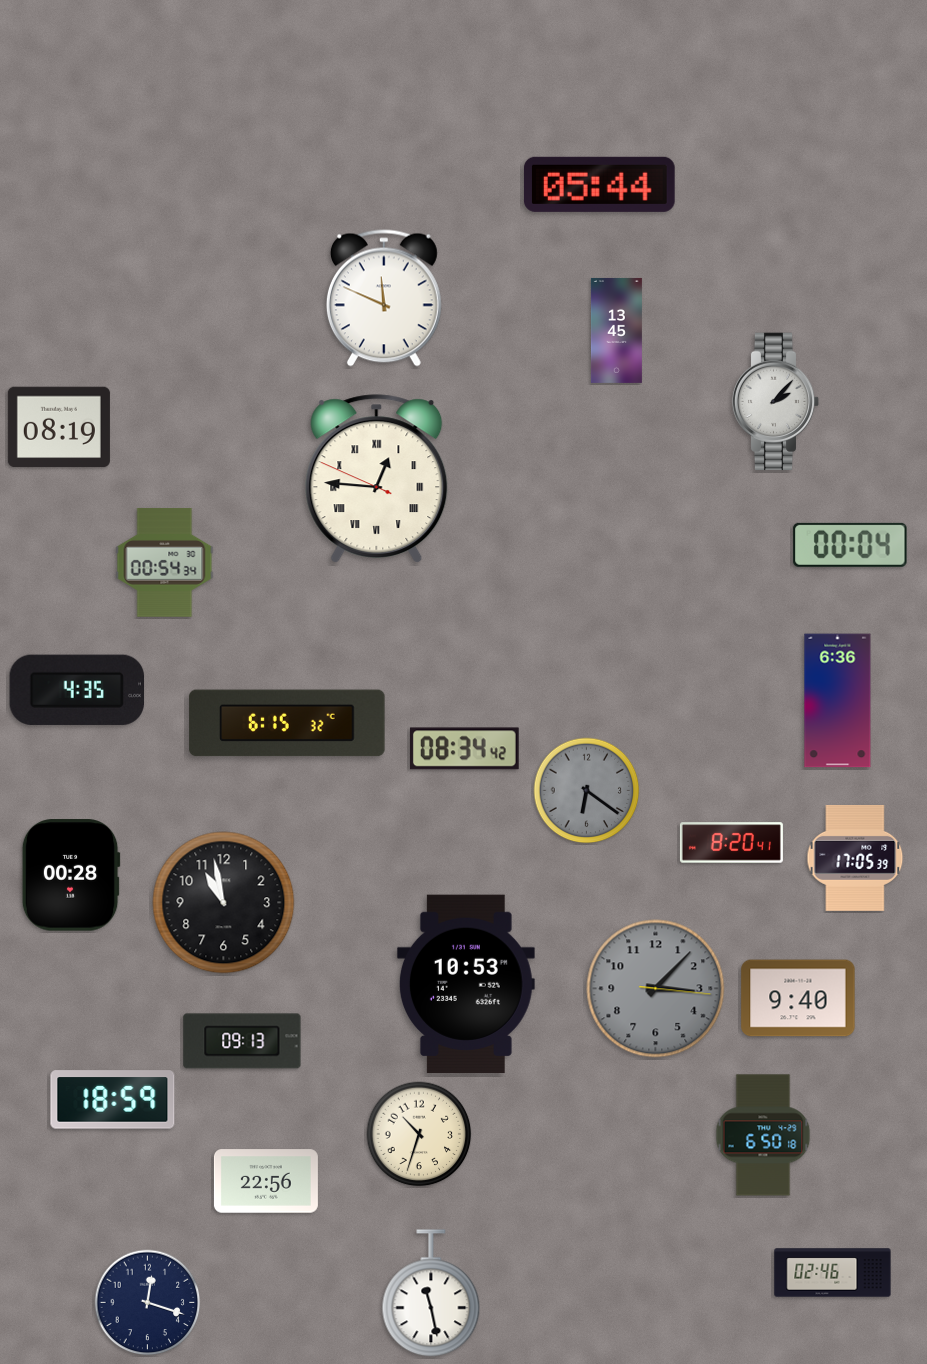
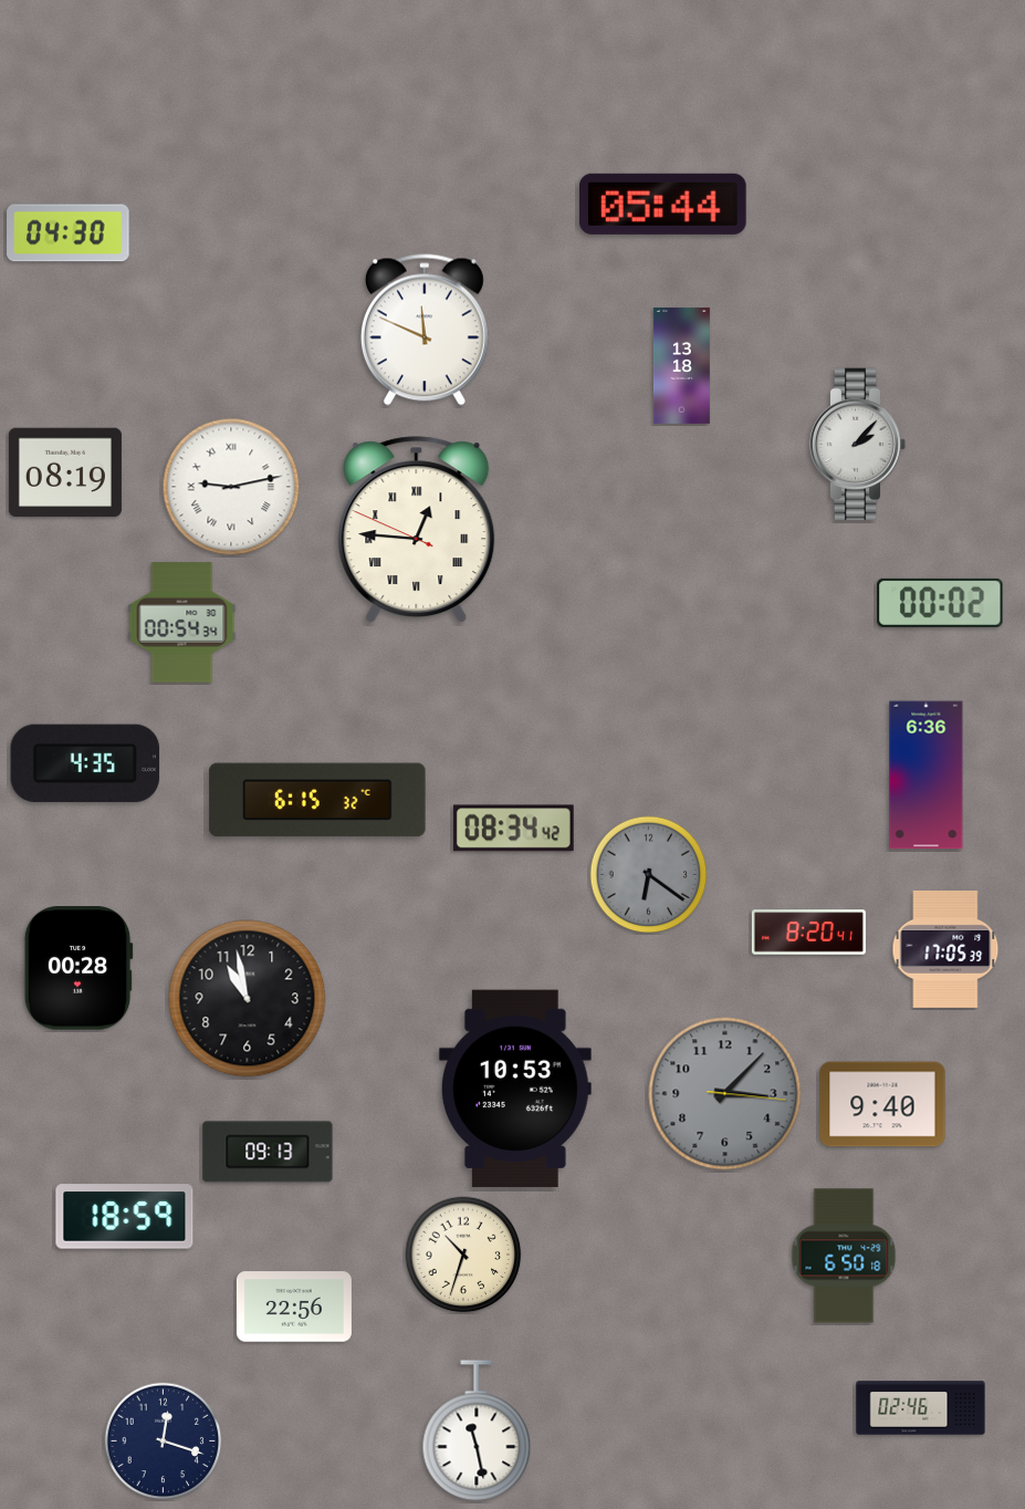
clock at (69, 233): none -> 04:30
clock at (616, 330): 13:45 -> 13:18
clock at (231, 487): none -> 9:13
clock at (850, 545): 00:04 -> 00:02
